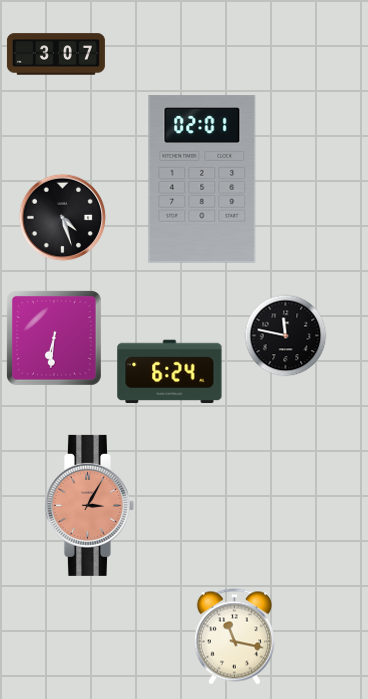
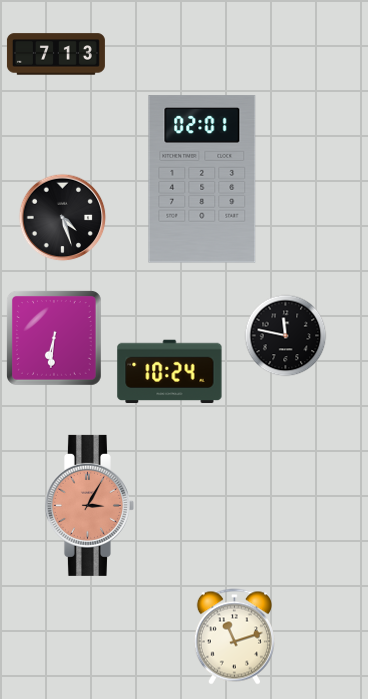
clock at (56, 54): 3:07 -> 7:13
clock at (170, 372): 6:24 -> 10:24
clock at (234, 637): 11:17 -> 11:12
